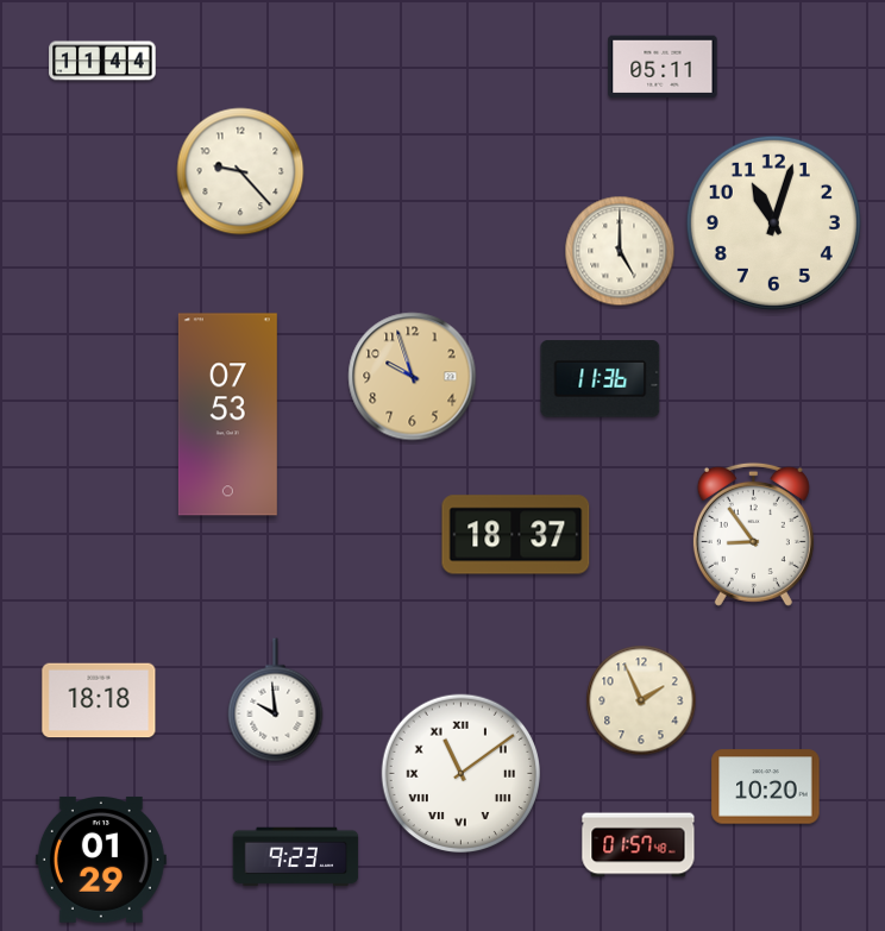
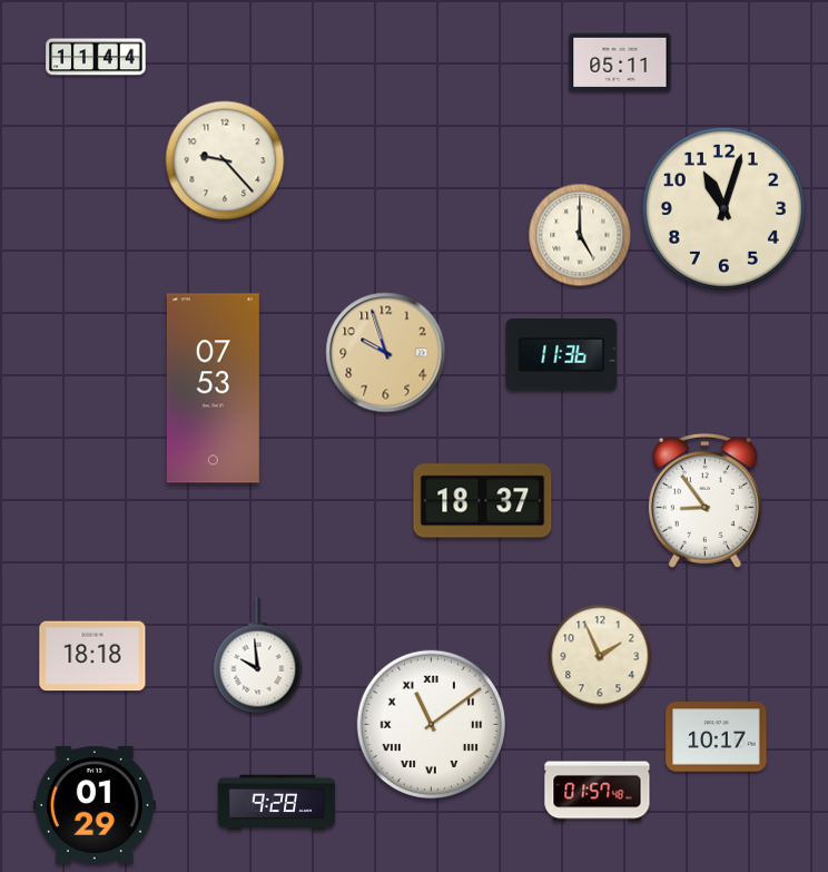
clock at (766, 787): 10:20 -> 10:17
clock at (296, 857): 9:23 -> 9:28
